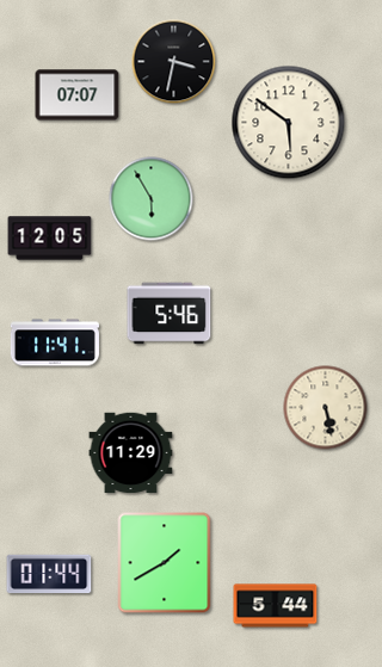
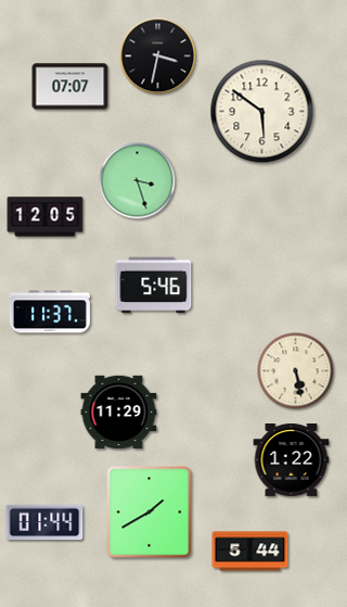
clock at (152, 199): 5:55 -> 3:27
clock at (55, 342): 11:41 -> 11:37
clock at (292, 460): none -> 1:22
